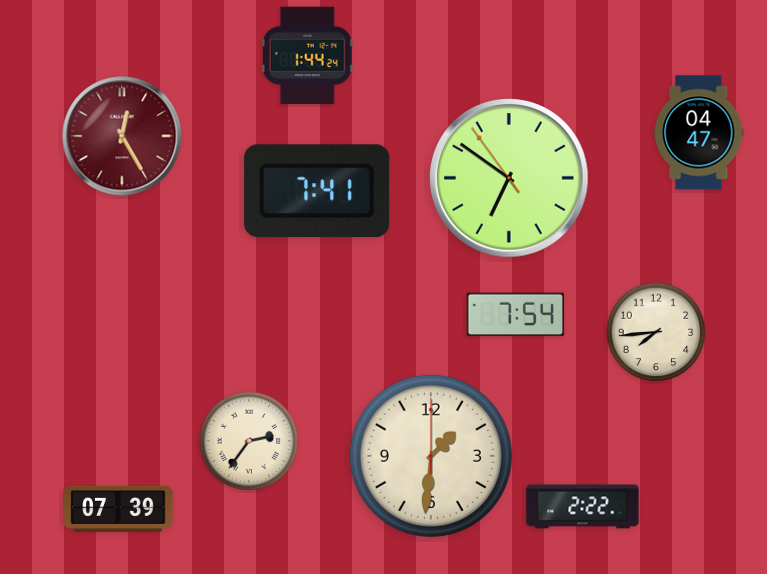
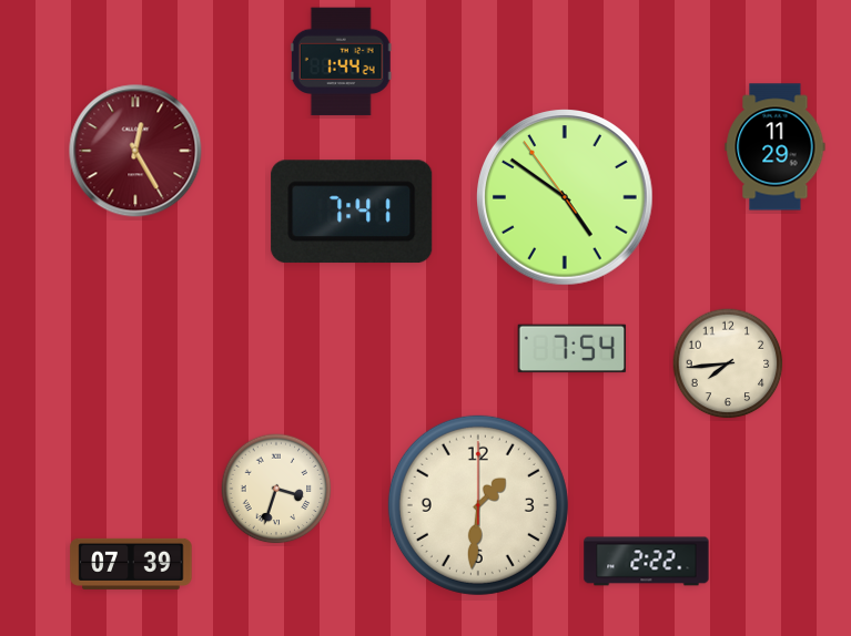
clock at (699, 133): 04:47 -> 11:29
clock at (510, 179): 6:50 -> 4:50
clock at (656, 332) position: (656, 332) -> (728, 363)
clock at (249, 441): 2:36 -> 3:33
